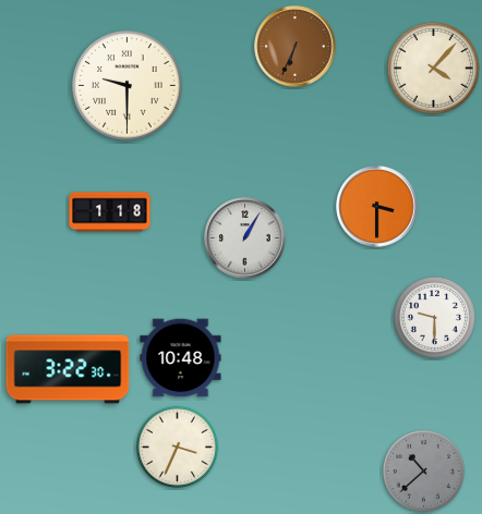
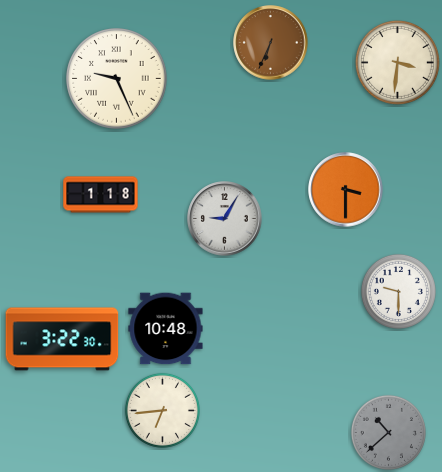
clock at (433, 68): 4:07 -> 3:31
clock at (128, 86): 9:30 -> 9:26
clock at (245, 238): 1:05 -> 9:05
clock at (177, 446): 3:34 -> 6:44
